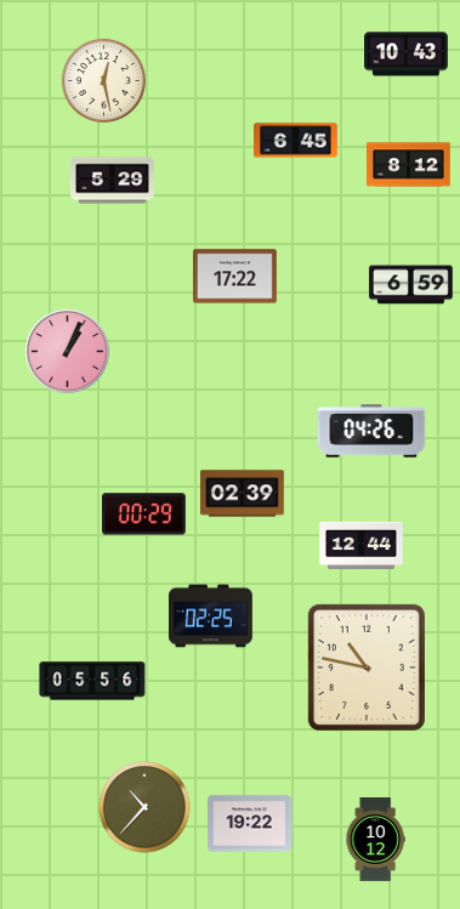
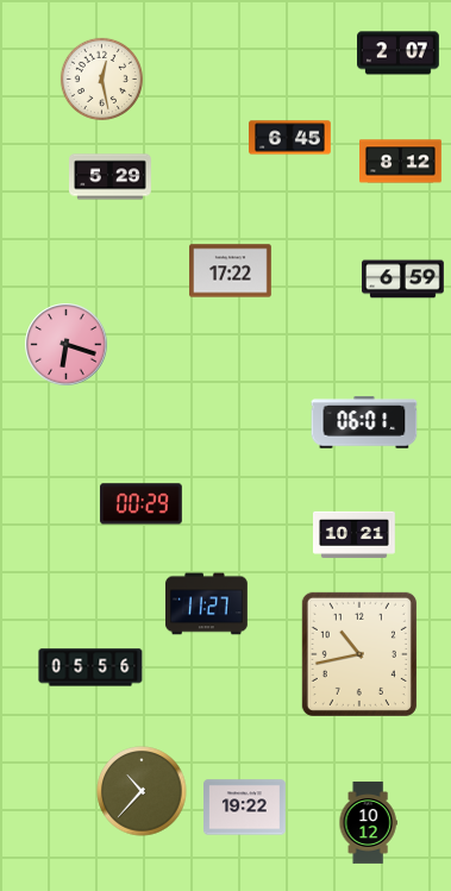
clock at (407, 55): 10:43 -> 2:07
clock at (68, 352): 1:04 -> 6:18
clock at (371, 431): 04:26 -> 06:01
clock at (243, 494): 02:39 -> none
clock at (362, 545): 12:44 -> 10:21
clock at (211, 617): 02:25 -> 11:27
clock at (367, 667): 10:47 -> 10:43
